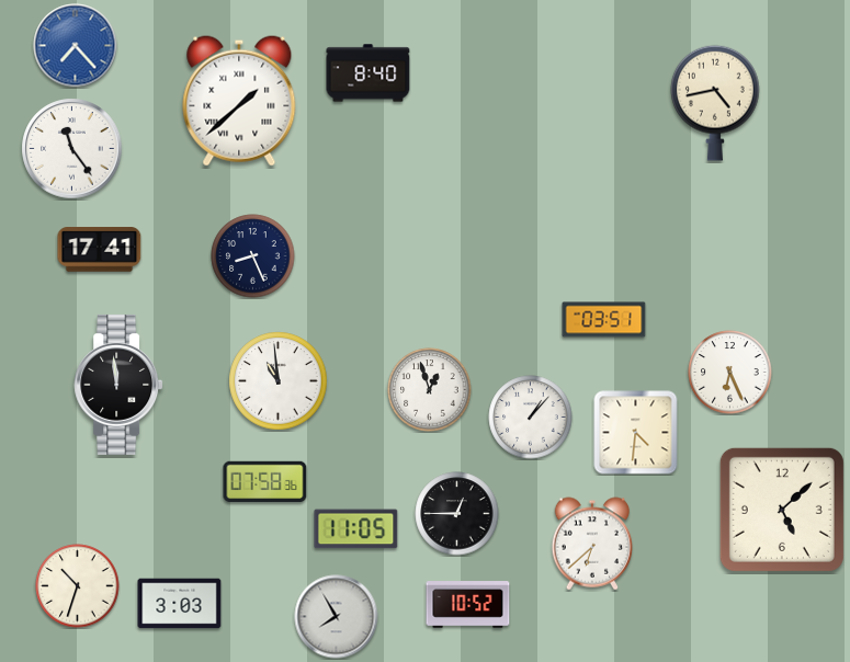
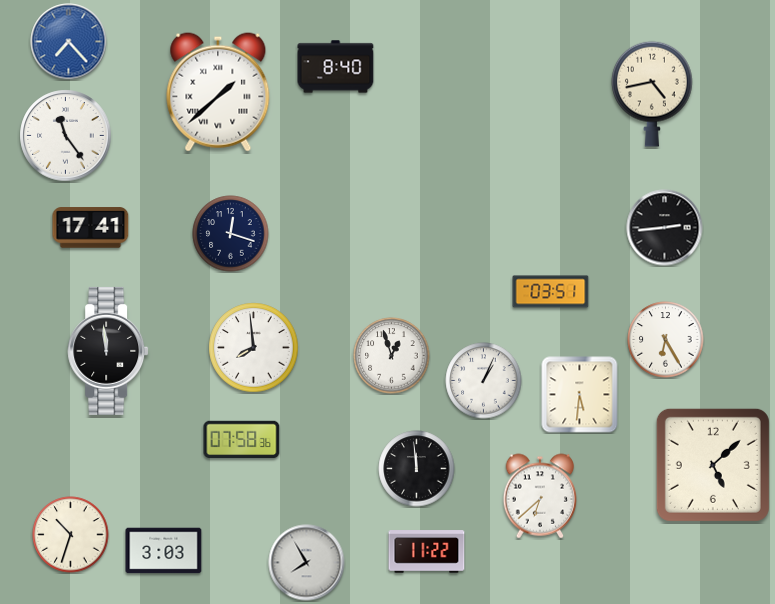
clock at (665, 228): none -> 2:44
clock at (253, 256): 8:26 -> 12:18
clock at (730, 373): 6:26 -> 6:25
clock at (279, 381): 10:59 -> 7:59
clock at (531, 418): 1:07 -> 1:04
clock at (636, 433): 4:31 -> 5:31
clock at (457, 514): 12:45 -> 11:59
clock at (356, 529): 11:05 -> none
clock at (468, 605): 10:52 -> 11:22
